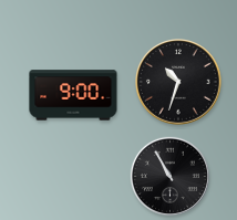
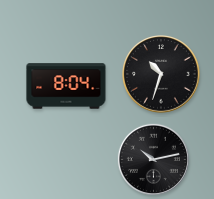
clock at (73, 95): 9:00 -> 8:04
clock at (169, 176): 10:55 -> 10:13
